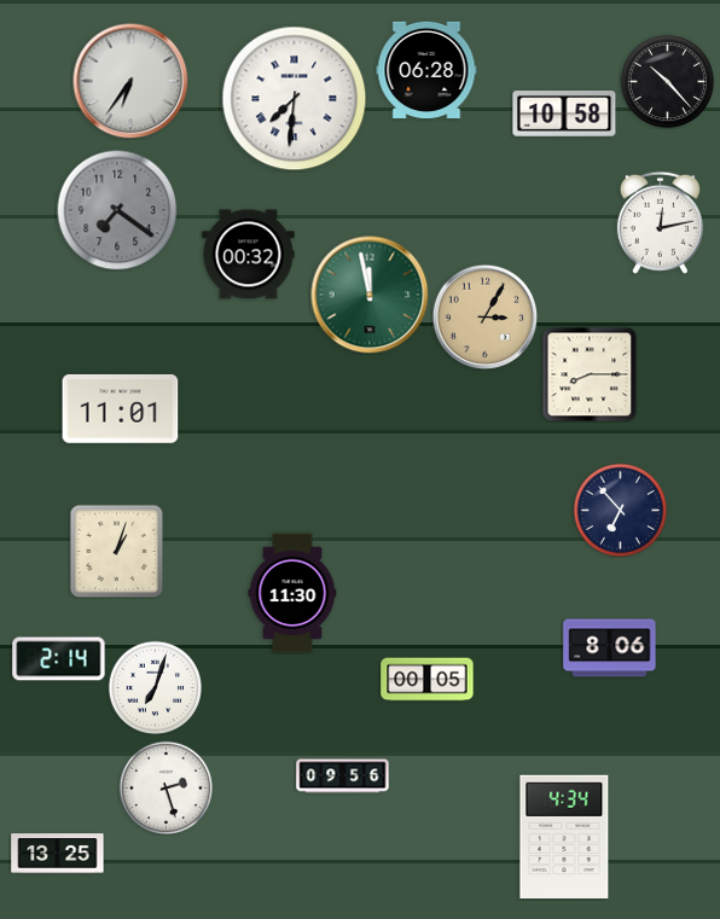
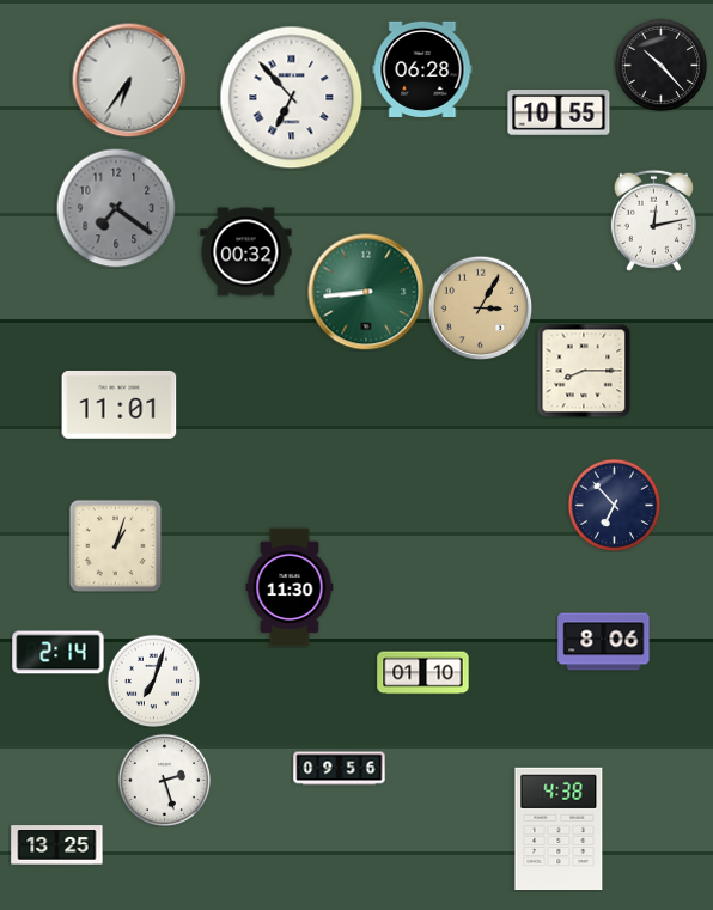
clock at (667, 81) position: (667, 81) -> (660, 65)
clock at (295, 99): 7:31 -> 6:53
clock at (564, 115): 10:58 -> 10:55
clock at (370, 295): 11:58 -> 8:44
clock at (484, 316) position: (484, 316) -> (480, 307)
clock at (428, 680): 00:05 -> 01:10
clock at (564, 837): 4:34 -> 4:38
